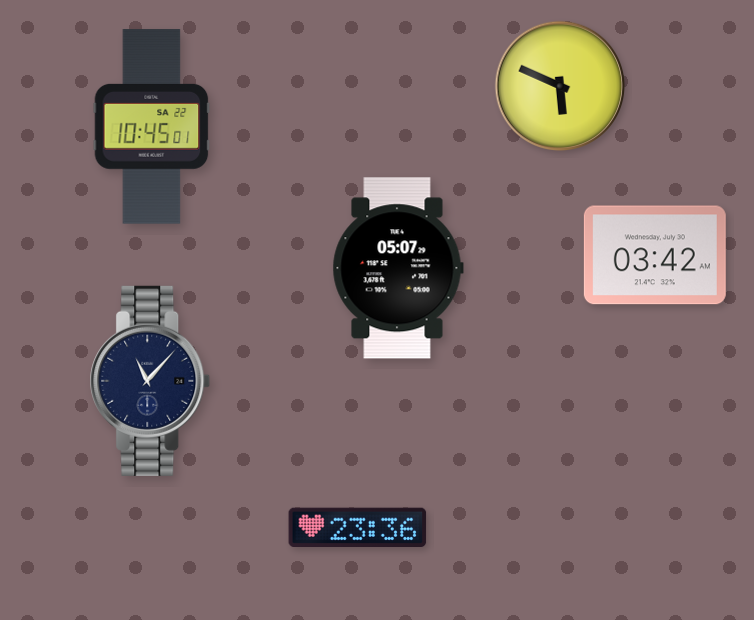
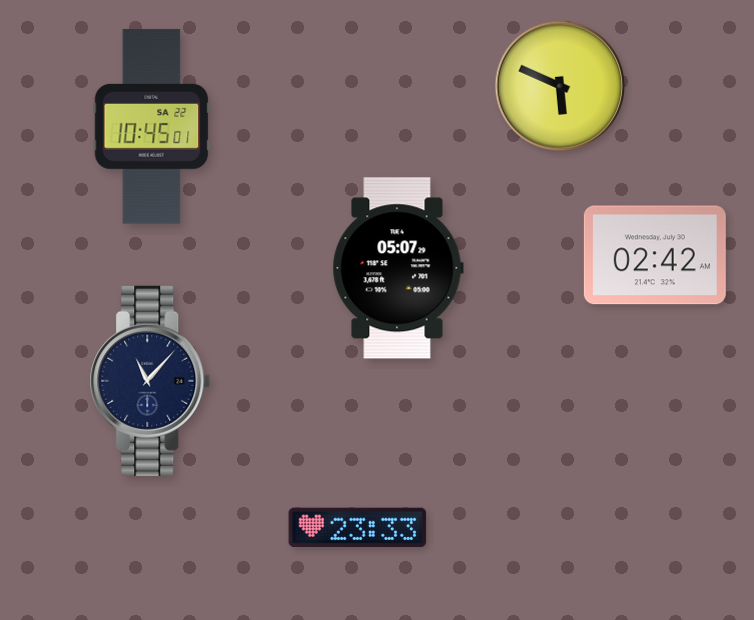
clock at (655, 255): 03:42 -> 02:42
clock at (358, 527): 23:36 -> 23:33
